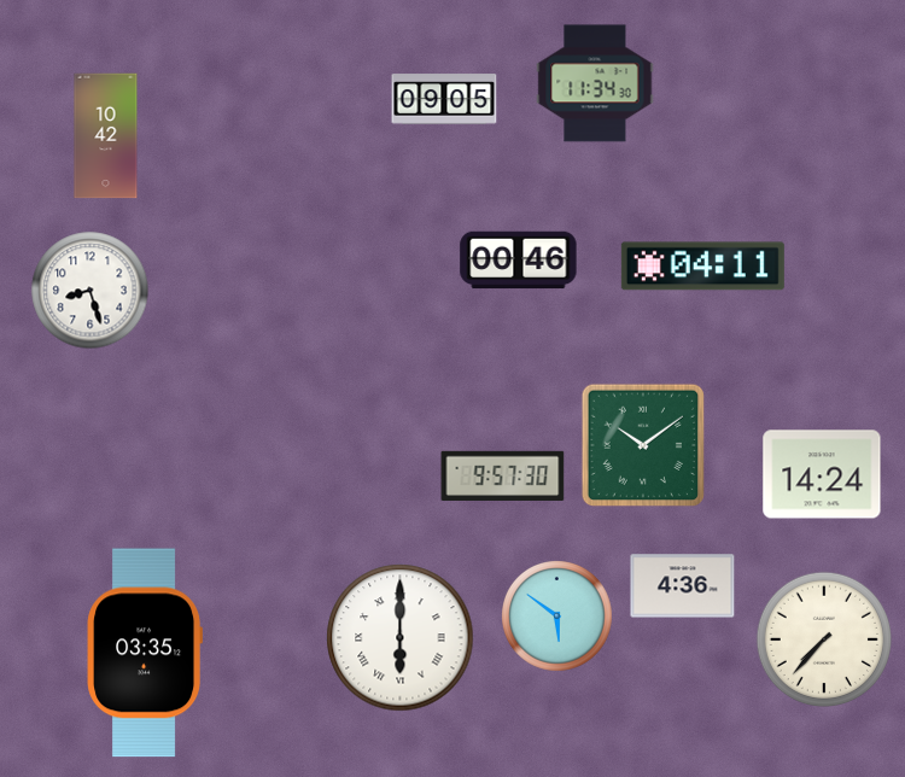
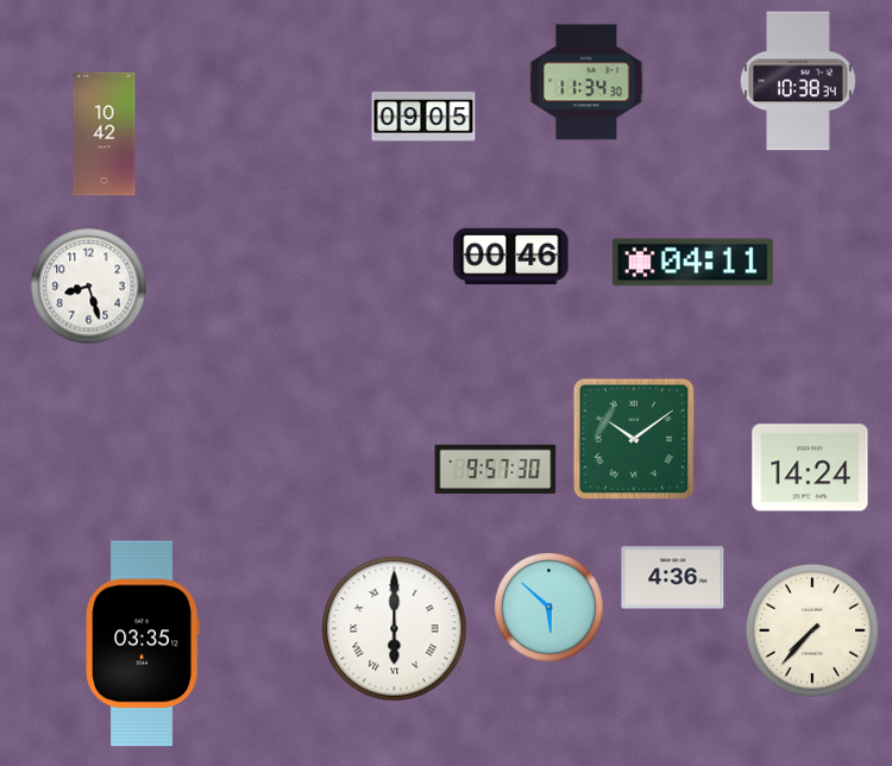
clock at (799, 81): none -> 10:38
clock at (444, 99) position: (444, 99) -> (423, 117)
clock at (557, 617): 5:51 -> 5:52
